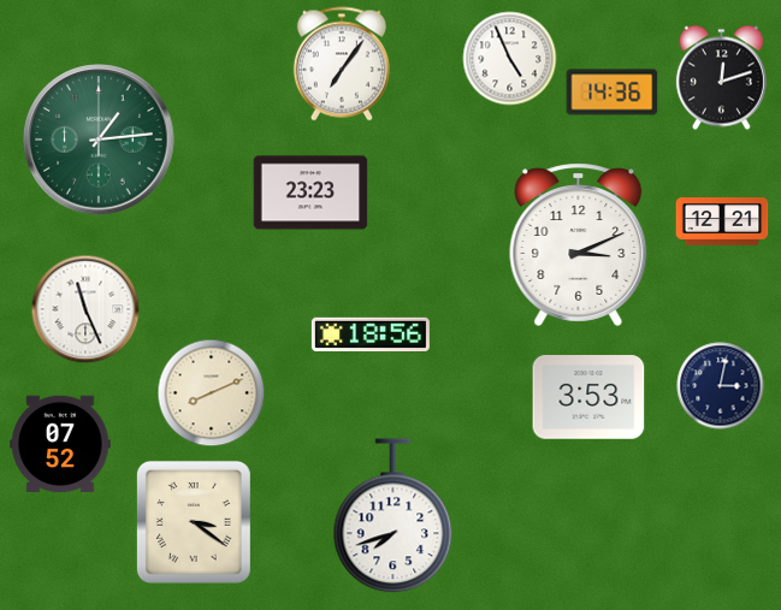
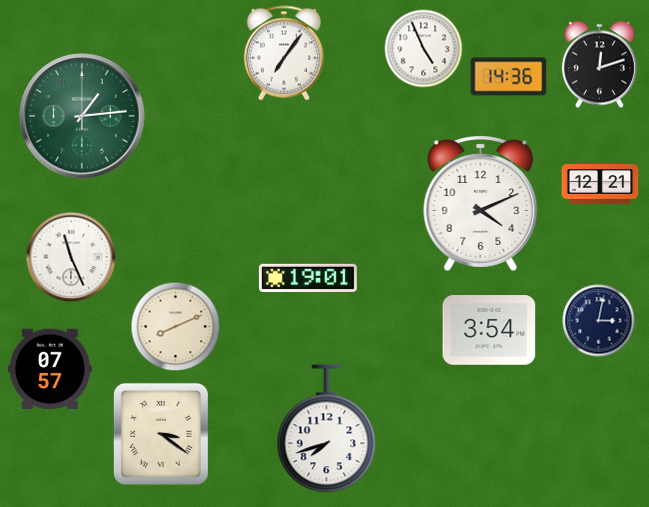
clock at (310, 193): 23:23 -> none
clock at (579, 244): 3:11 -> 4:11
clock at (371, 333): 18:56 -> 19:01
clock at (588, 397): 3:53 -> 3:54
clock at (60, 444): 07:52 -> 07:57
